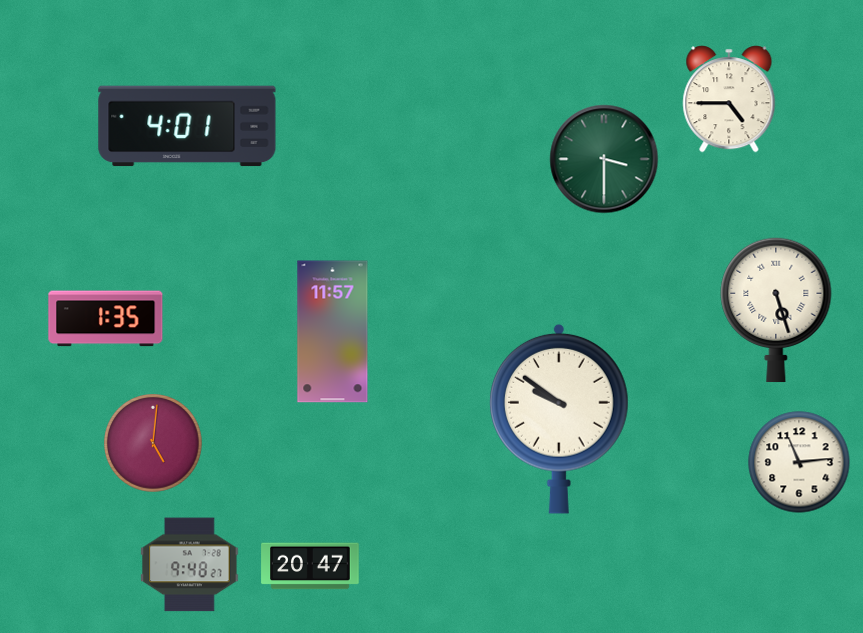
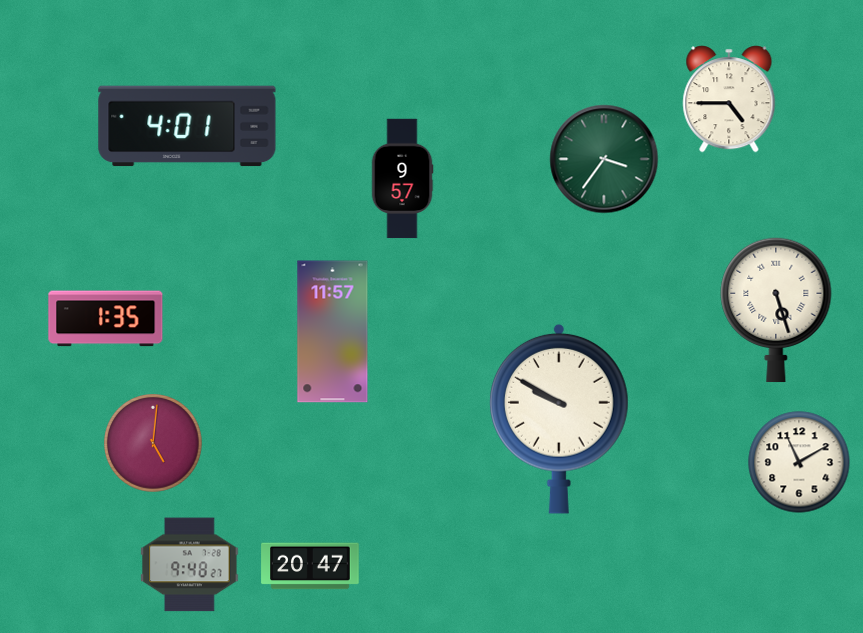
clock at (604, 159): 3:30 -> 3:36
clock at (402, 179): none -> 9:57
clock at (560, 419): 9:51 -> 9:50
clock at (799, 462): 11:14 -> 11:10
